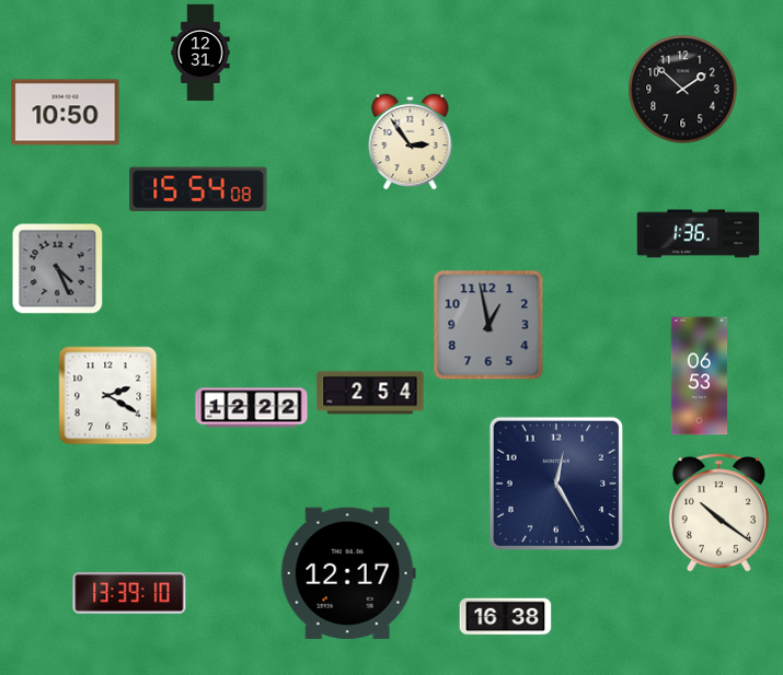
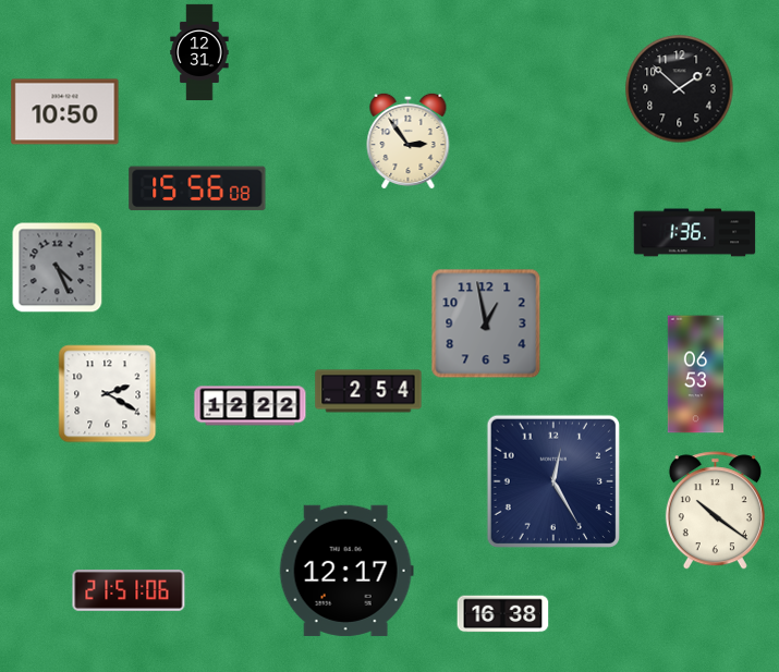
clock at (198, 189): 15:54 -> 15:56
clock at (129, 593): 13:39 -> 21:51
